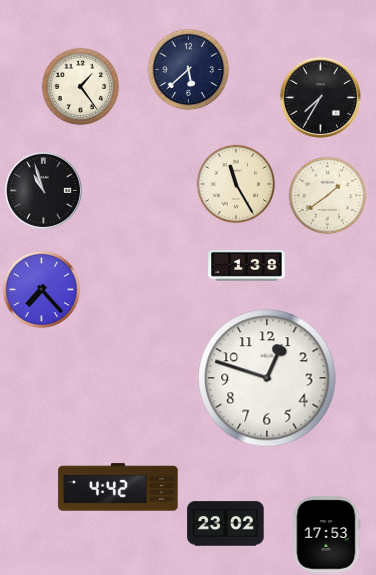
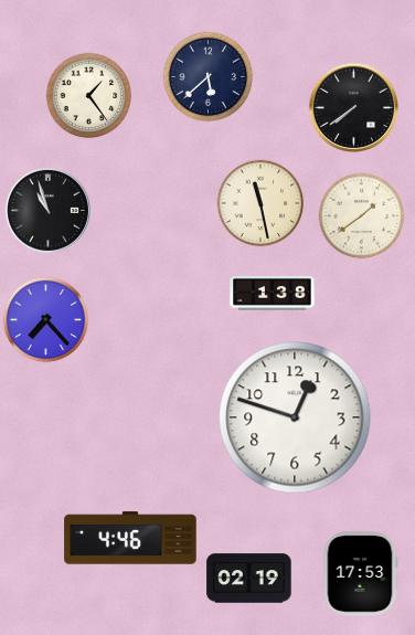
clock at (320, 97): 7:35 -> 7:39
clock at (236, 184): 11:25 -> 11:28
clock at (118, 487): 4:42 -> 4:46
clock at (226, 524): 23:02 -> 02:19
clock at (326, 535) position: (326, 535) -> (360, 574)
